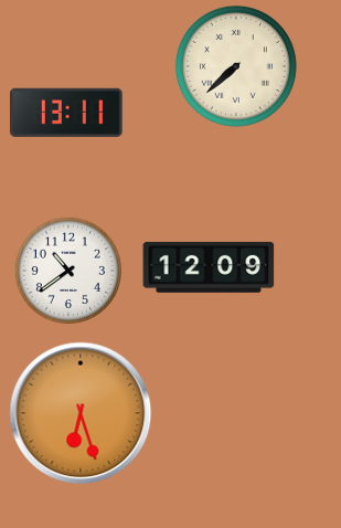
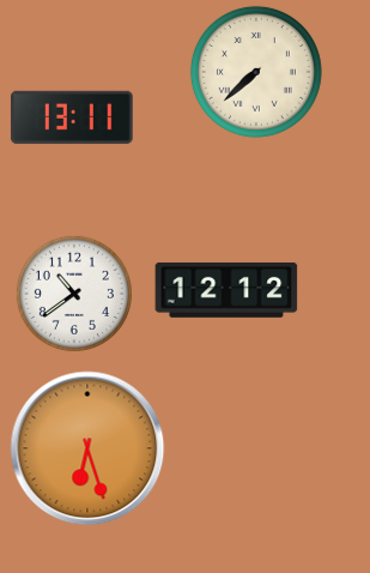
clock at (66, 113) position: (66, 113) -> (72, 117)
clock at (209, 267): 12:09 -> 12:12
